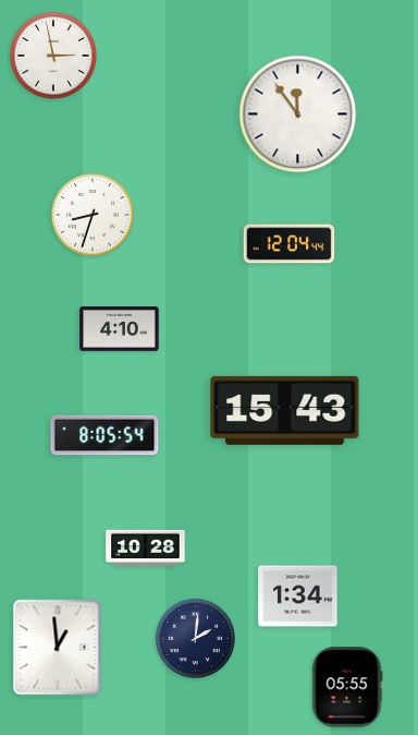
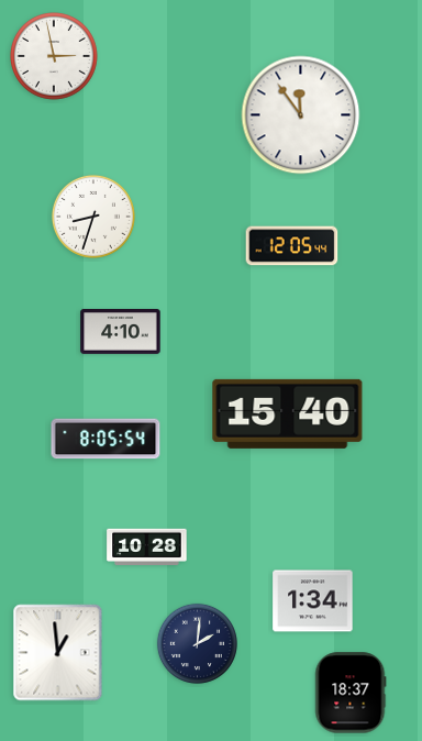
clock at (290, 244): 12:04 -> 12:05
clock at (285, 410): 15:43 -> 15:40
clock at (146, 549) position: (146, 549) -> (147, 548)
clock at (298, 597) position: (298, 597) -> (313, 601)
clock at (347, 687): 05:55 -> 18:37
